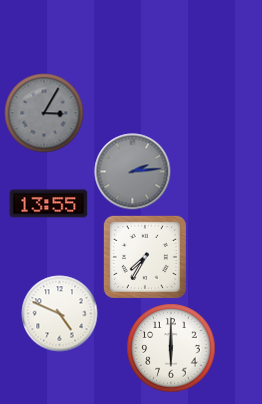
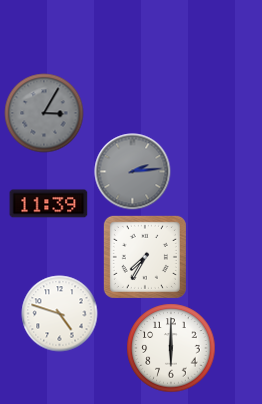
clock at (49, 204): 13:55 -> 11:39
clock at (60, 314): 4:49 -> 4:48
